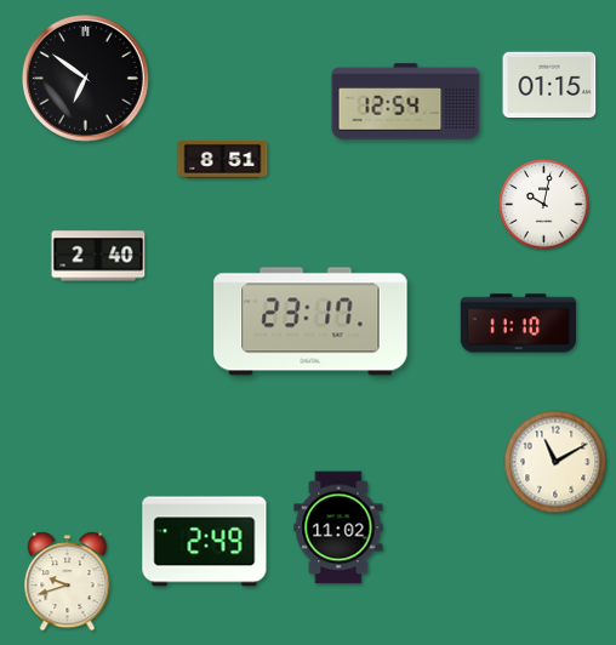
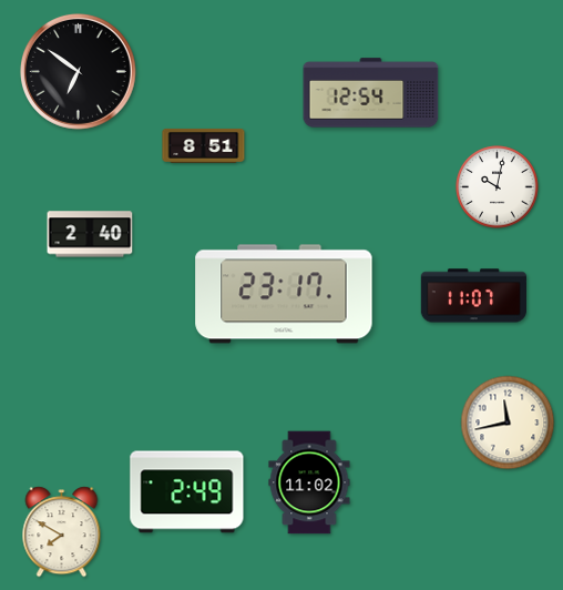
clock at (549, 85): 01:15 -> none
clock at (518, 324): 11:10 -> 11:07
clock at (555, 462): 11:10 -> 11:43
clock at (205, 542) position: (205, 542) -> (187, 492)
clock at (68, 582): 9:42 -> 7:50
